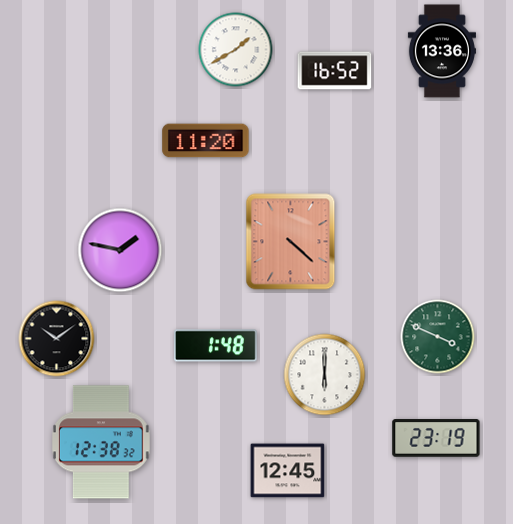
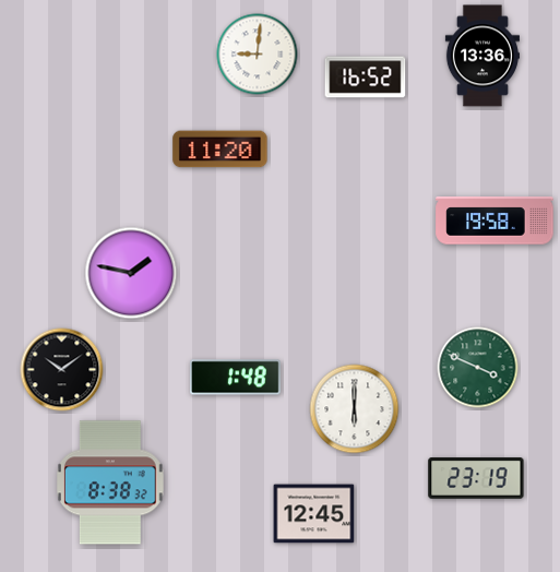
clock at (236, 50): 1:40 -> 9:01
clock at (206, 141) position: (206, 141) -> (221, 150)
clock at (495, 221): none -> 19:58
clock at (291, 242): 4:22 -> none
clock at (101, 442): 12:38 -> 8:38
